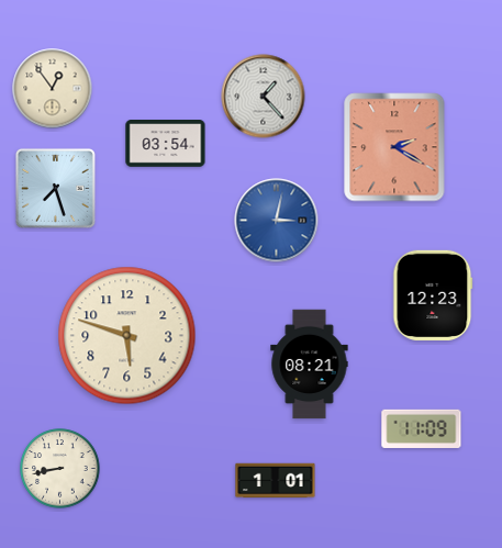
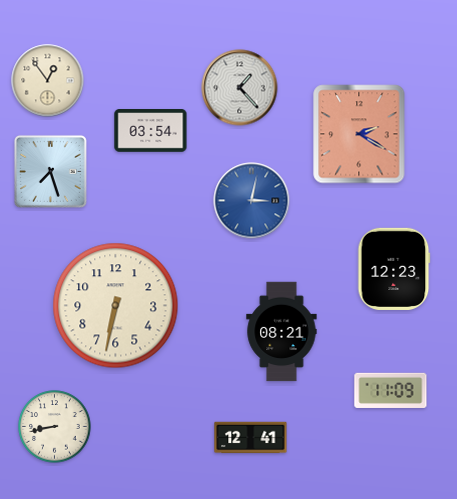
clock at (127, 336): 5:48 -> 6:32
clock at (422, 428) position: (422, 428) -> (391, 390)
clock at (276, 481): 1:01 -> 12:41
